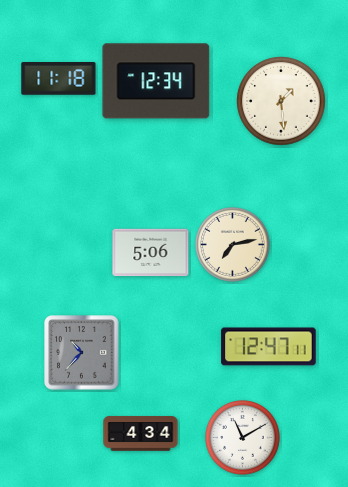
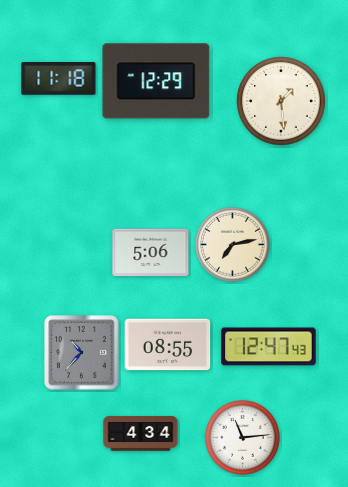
clock at (156, 81): 12:34 -> 12:29
clock at (168, 345): none -> 08:55
clock at (269, 347): 12:47:11 -> 12:47:43
clock at (243, 438): 11:10 -> 11:14
